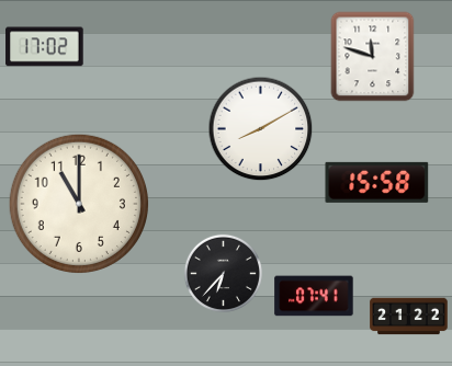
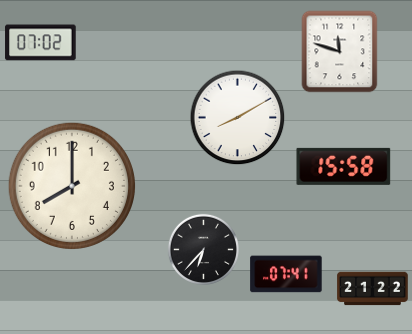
clock at (45, 47): 17:02 -> 07:02
clock at (79, 204): 11:00 -> 8:00
clock at (314, 296) position: (314, 296) -> (286, 274)
